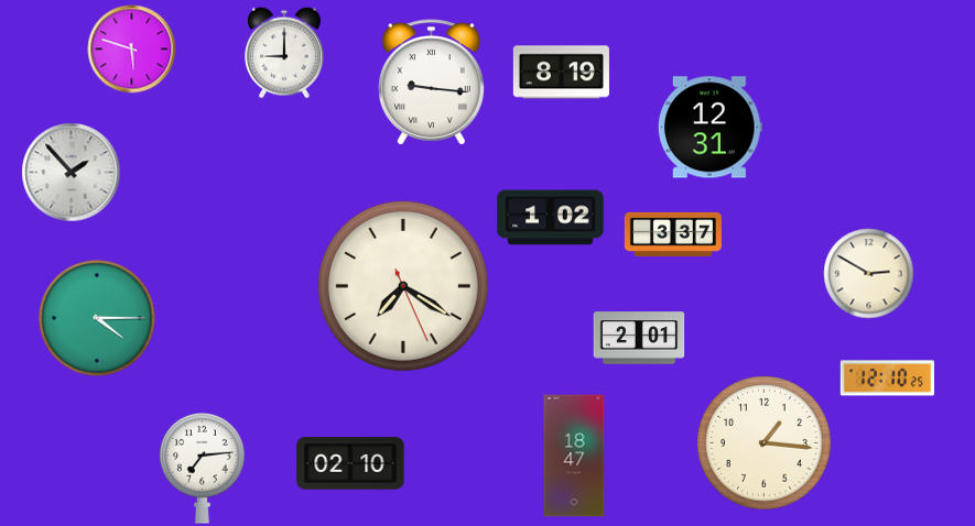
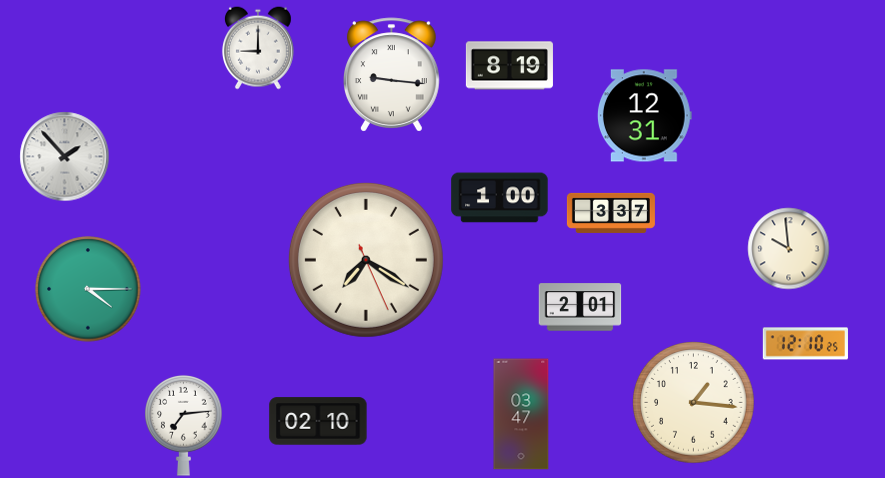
clock at (132, 50): 5:48 -> none
clock at (551, 218): 1:02 -> 1:00
clock at (869, 274): 2:50 -> 9:59
clock at (574, 456): 18:47 -> 03:47
